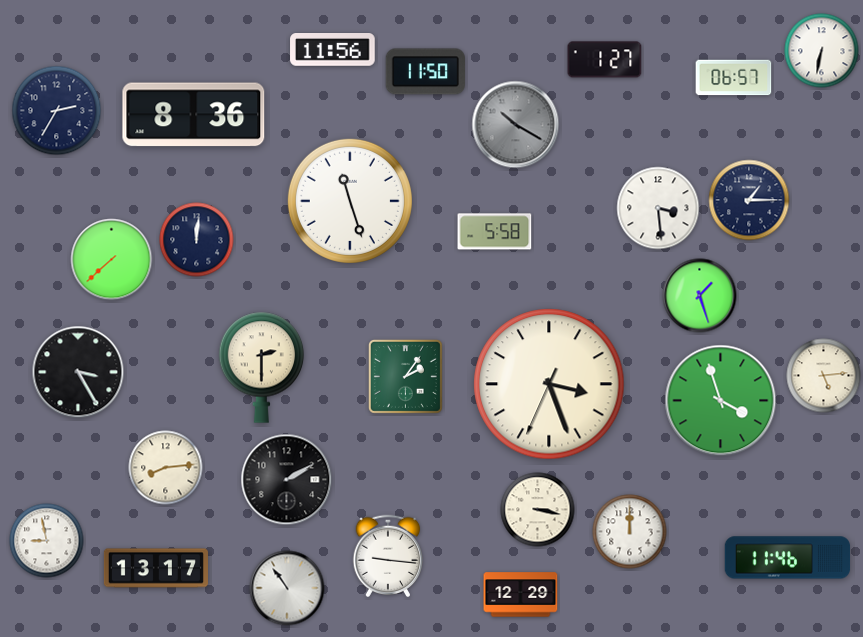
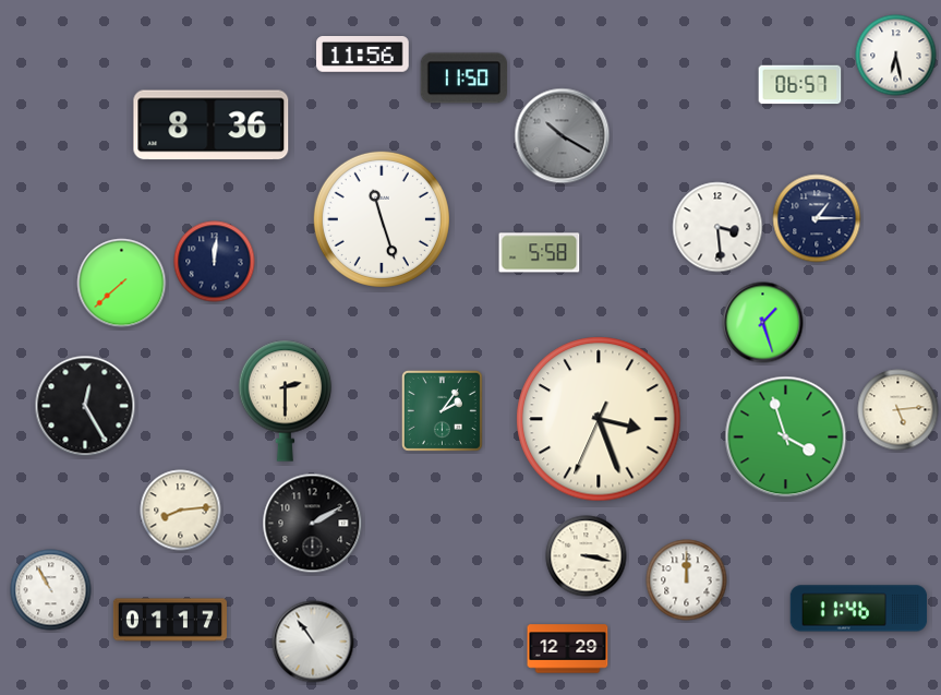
clock at (822, 51): 6:32 -> 6:28
clock at (605, 60): 1:27 -> none
clock at (57, 111): 2:35 -> none
clock at (78, 372): 3:25 -> 12:25
clock at (47, 541): 8:58 -> 10:55
clock at (388, 556): 9:16 -> none
clock at (156, 568): 13:17 -> 01:17
